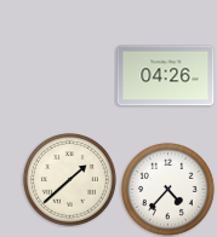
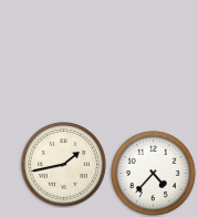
clock at (166, 76): 04:26 -> none
clock at (70, 180): 1:38 -> 1:43
